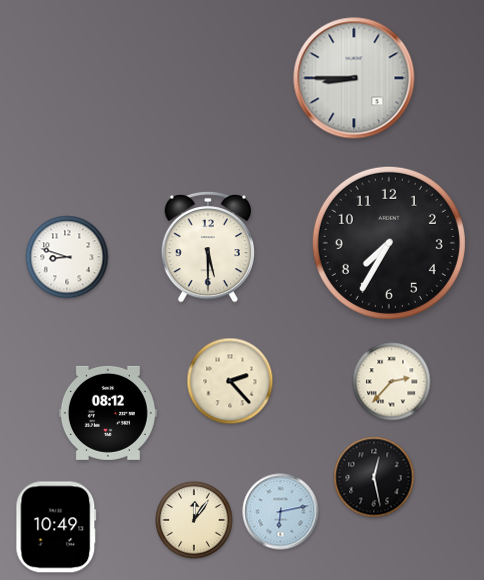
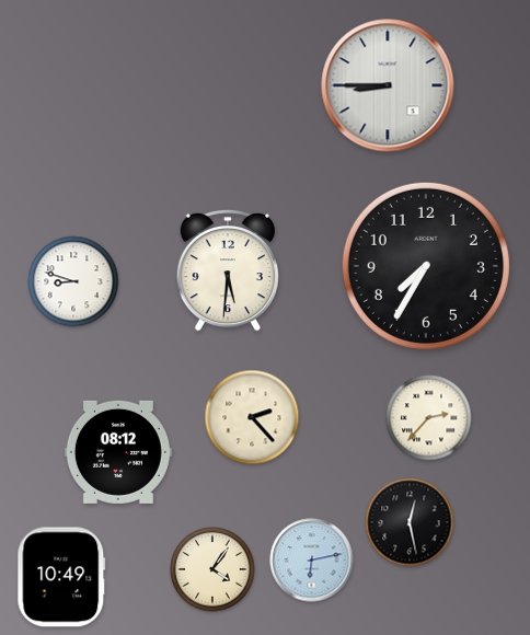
clock at (208, 247): 5:30 -> 5:31
clock at (281, 512) position: (281, 512) -> (312, 561)
clock at (194, 520): 12:06 -> 4:06
